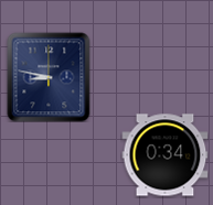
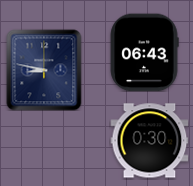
clock at (144, 52): none -> 06:43
clock at (164, 155): 0:34 -> 0:30
